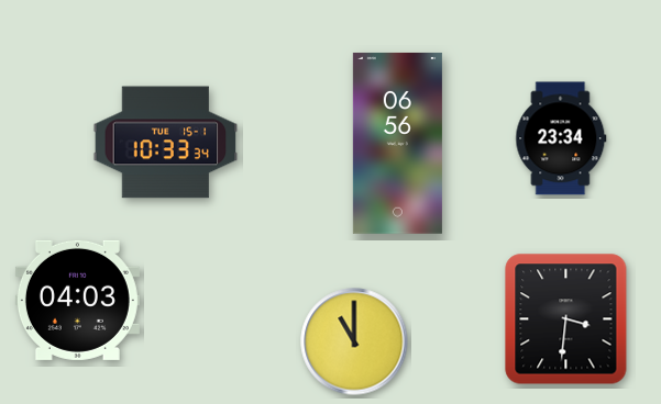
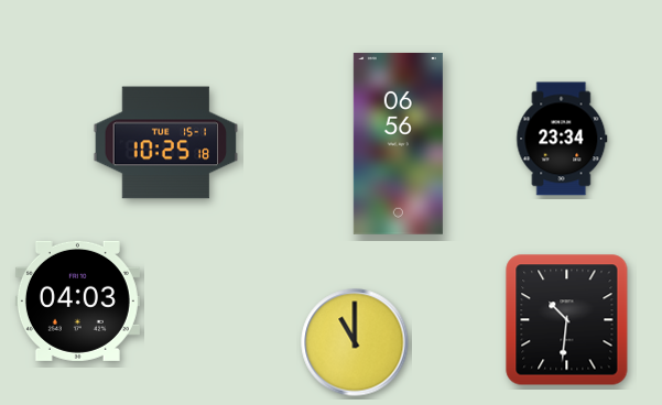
clock at (166, 143): 10:33 -> 10:25
clock at (566, 319): 3:31 -> 10:31
